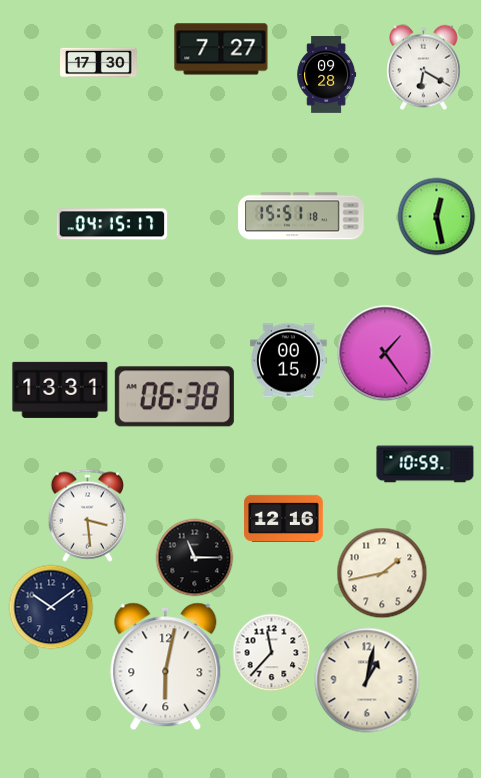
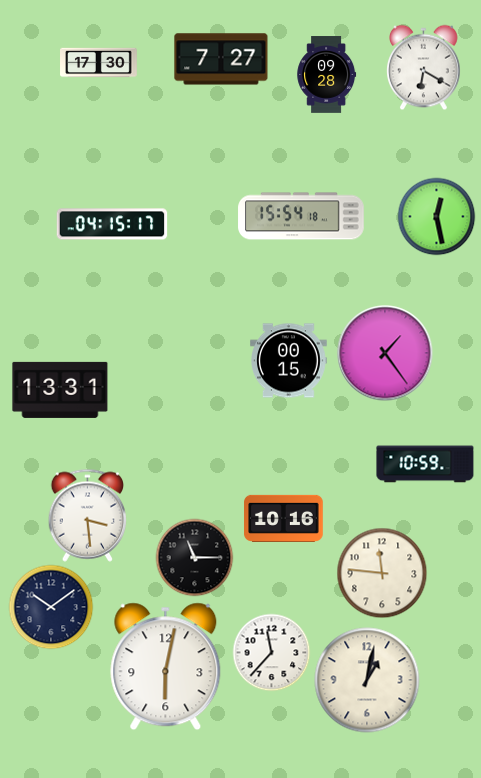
clock at (221, 49) position: (221, 49) -> (221, 59)
clock at (301, 216): 15:51 -> 15:54
clock at (174, 397): 06:38 -> none
clock at (284, 518): 12:16 -> 10:16
clock at (382, 573): 1:43 -> 11:46
